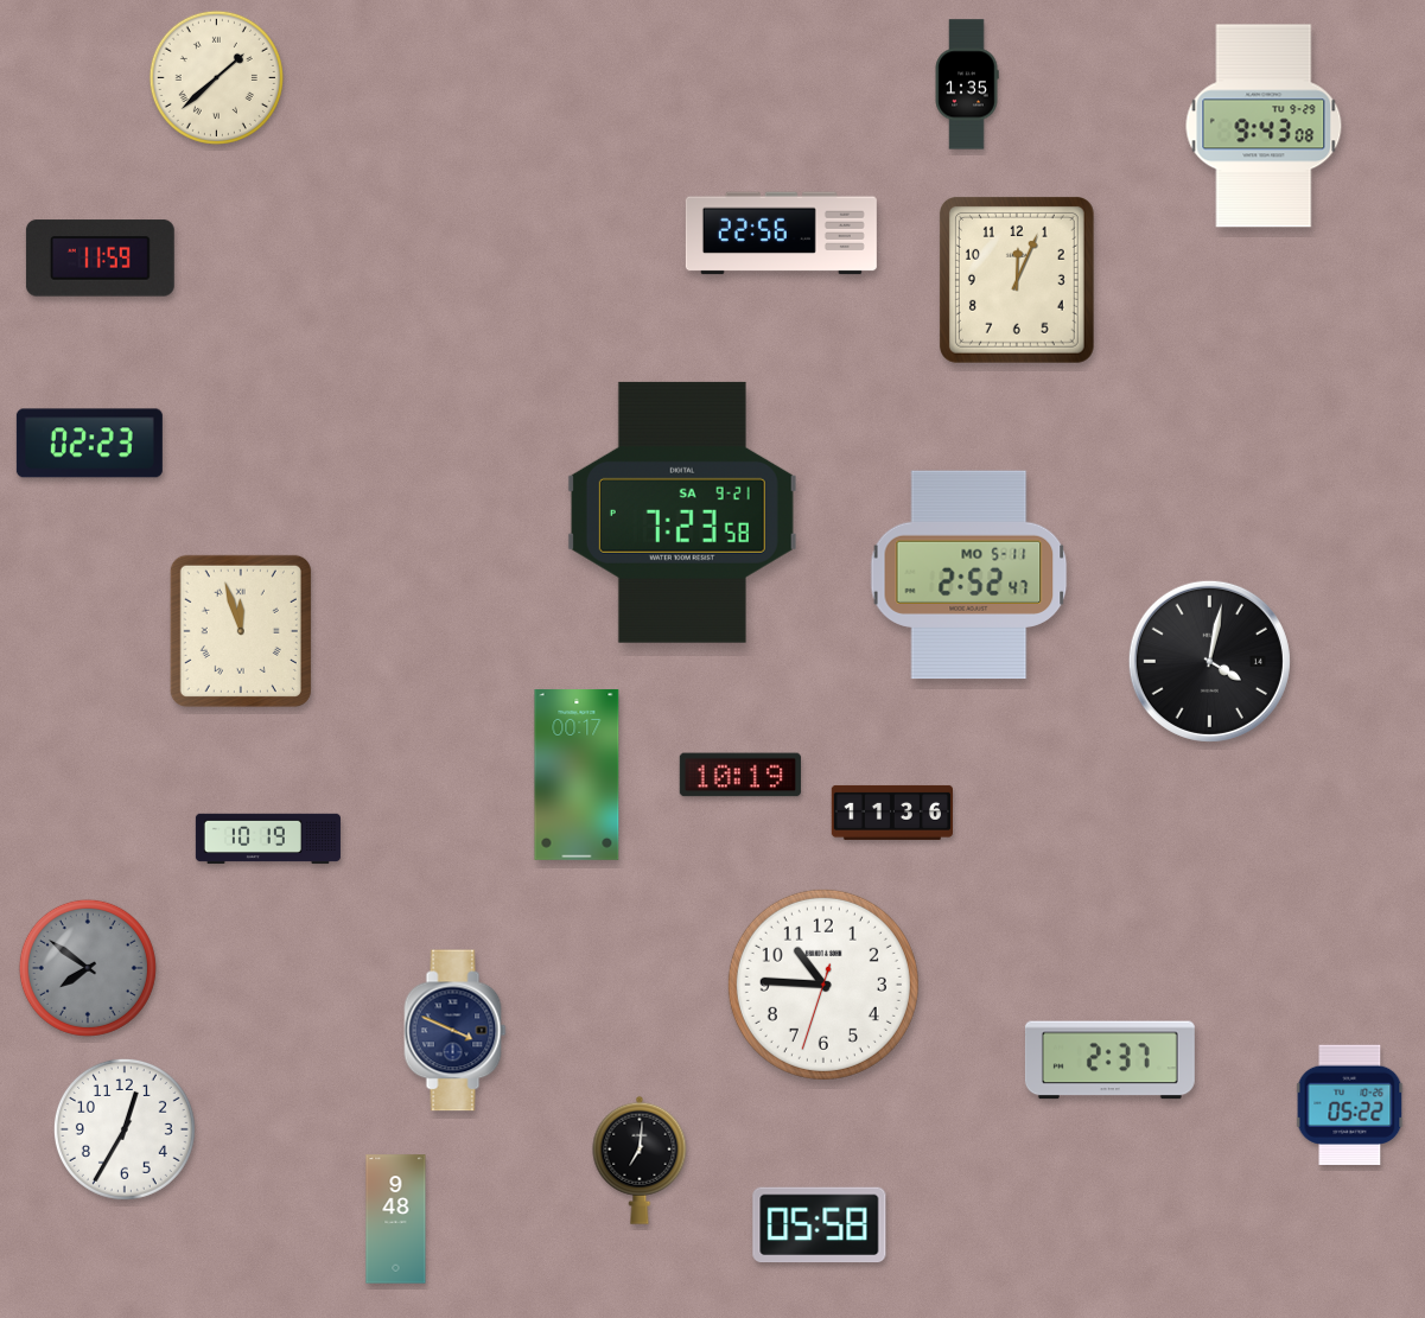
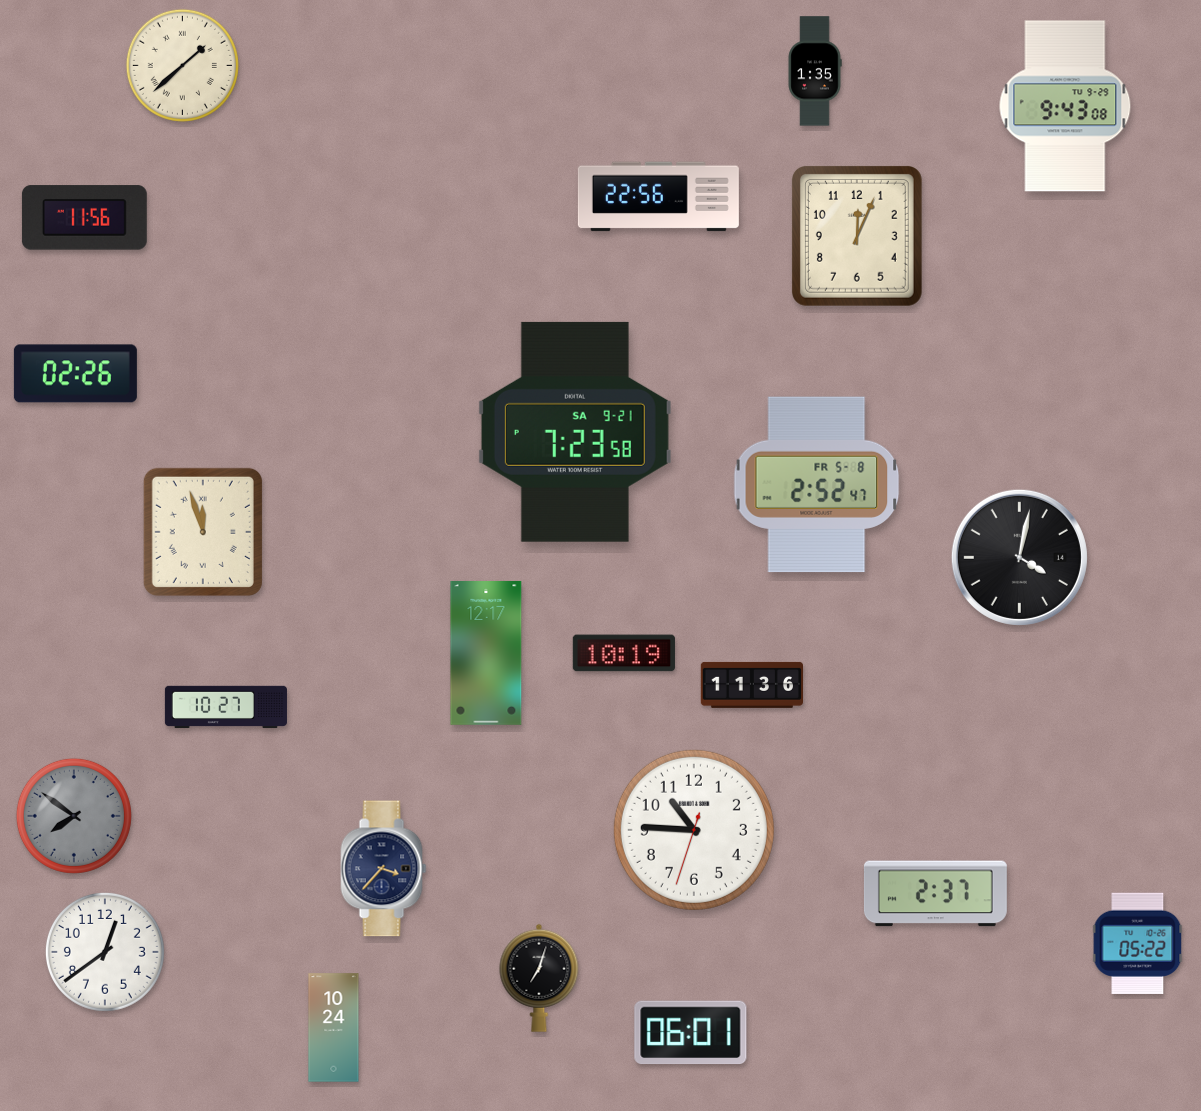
clock at (100, 259): 11:59 -> 11:56
clock at (89, 444): 02:23 -> 02:26
clock at (969, 575) date: MO 5-11 -> FR 5-8
clock at (577, 776): 00:17 -> 12:17
clock at (268, 839): 10:19 -> 10:27
clock at (456, 1031): 3:49 -> 3:37
clock at (1350, 1104) position: (1350, 1104) -> (1138, 943)
clock at (125, 1129): 12:35 -> 12:39
clock at (640, 1160): 7:01 -> 7:03
clock at (396, 1220): 9:48 -> 10:24
clock at (820, 1225): 05:58 -> 06:01
